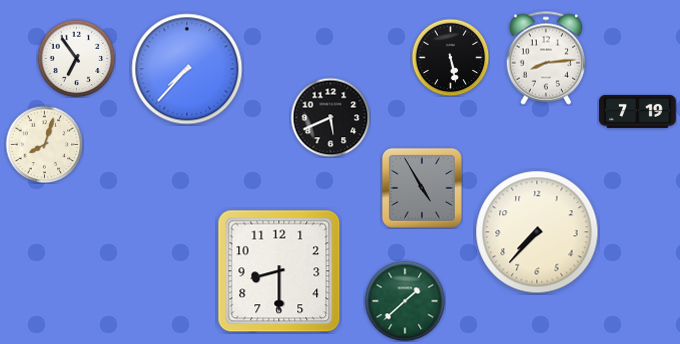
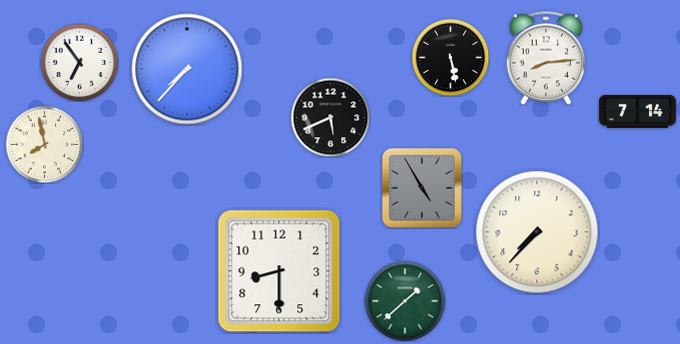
clock at (76, 58) position: (76, 58) -> (79, 62)
clock at (638, 111): 7:19 -> 7:14
clock at (44, 144): 8:03 -> 7:58
